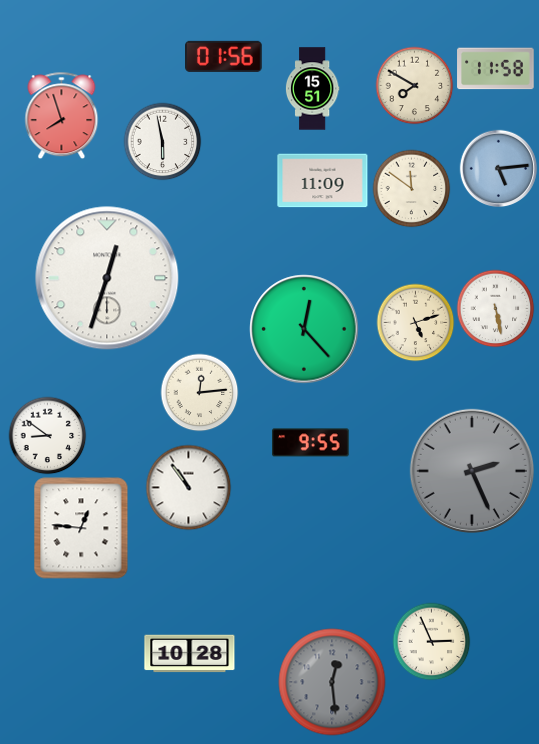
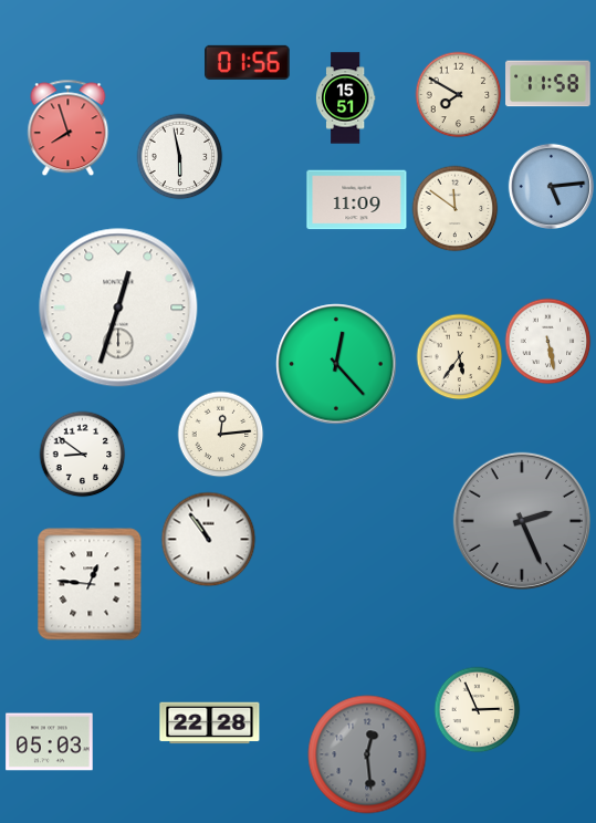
clock at (496, 69) position: (496, 69) -> (548, 84)
clock at (415, 322): 5:12 -> 5:36
clock at (47, 435) position: (47, 435) -> (82, 454)
clock at (311, 443): 9:55 -> none
clock at (190, 654): 10:28 -> 22:28
clock at (50, 742): none -> 05:03
